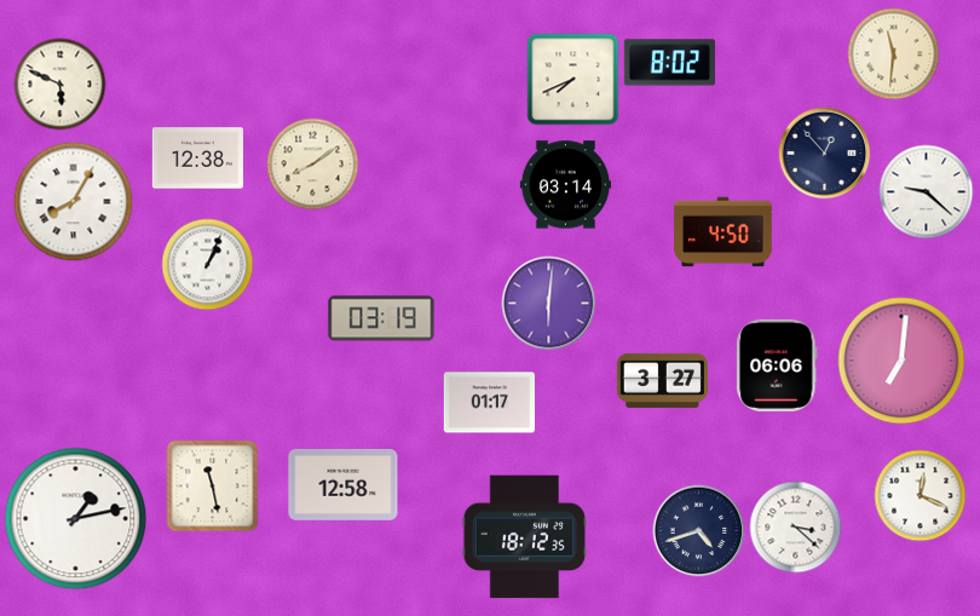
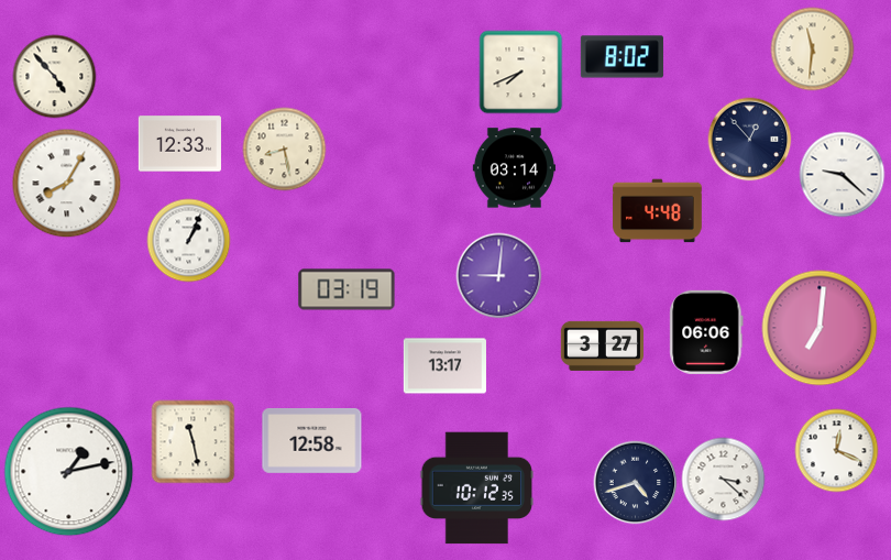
clock at (669, 63) position: (669, 63) -> (621, 57)
clock at (60, 85): 5:49 -> 4:53
clock at (197, 159): 12:38 -> 12:33
clock at (313, 165): 8:09 -> 8:28
clock at (724, 232): 4:50 -> 4:48
clock at (549, 304): 6:01 -> 9:01
clock at (489, 403): 01:17 -> 13:17
clock at (525, 537): 18:12 -> 10:12
